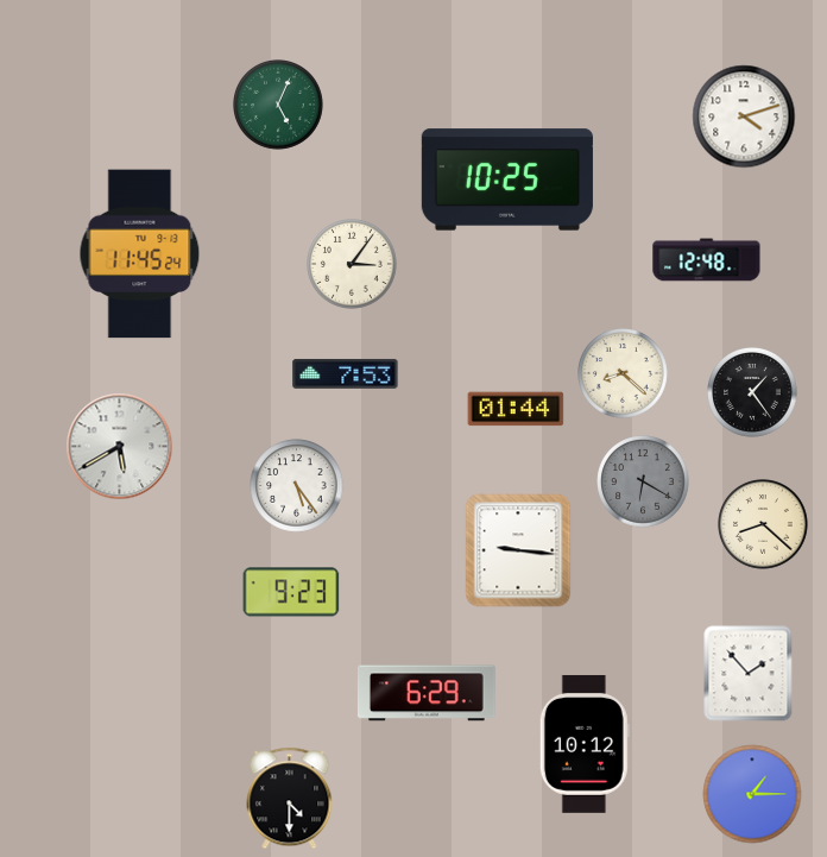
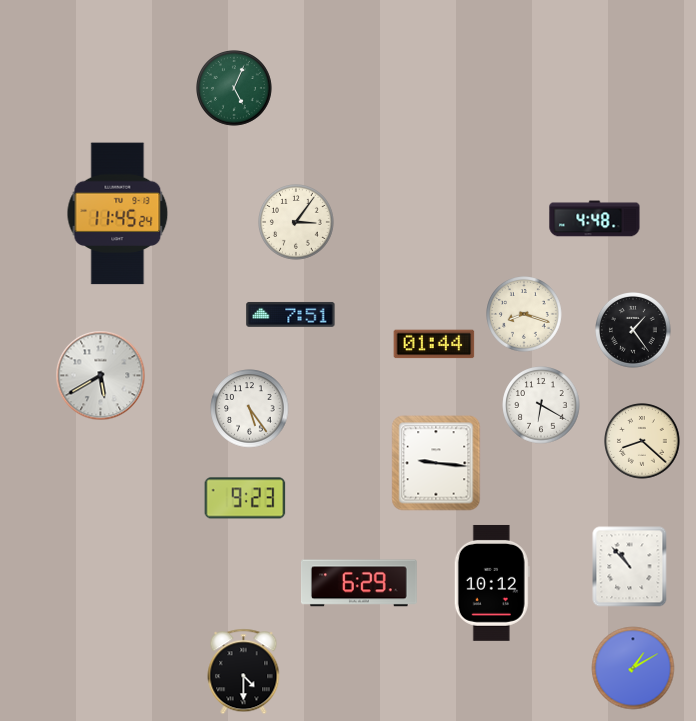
clock at (744, 116): 4:12 -> none
clock at (507, 179): 10:25 -> none
clock at (707, 260): 12:48 -> 4:48
clock at (346, 373): 7:53 -> 7:51
clock at (624, 374): 8:22 -> 8:18
clock at (643, 481) dial: grey -> white
clock at (749, 674): 1:53 -> 10:53
clock at (585, 744) position: (585, 744) -> (492, 583)
clock at (752, 794): 1:15 -> 1:10
